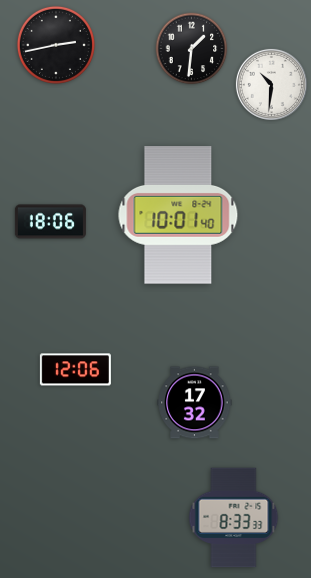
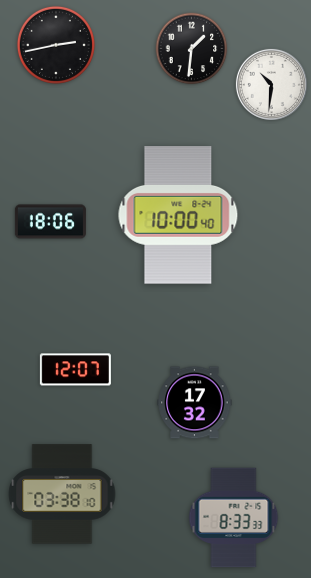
clock at (178, 215): 10:01 -> 10:00
clock at (75, 370): 12:06 -> 12:07
clock at (62, 494): none -> 03:38
